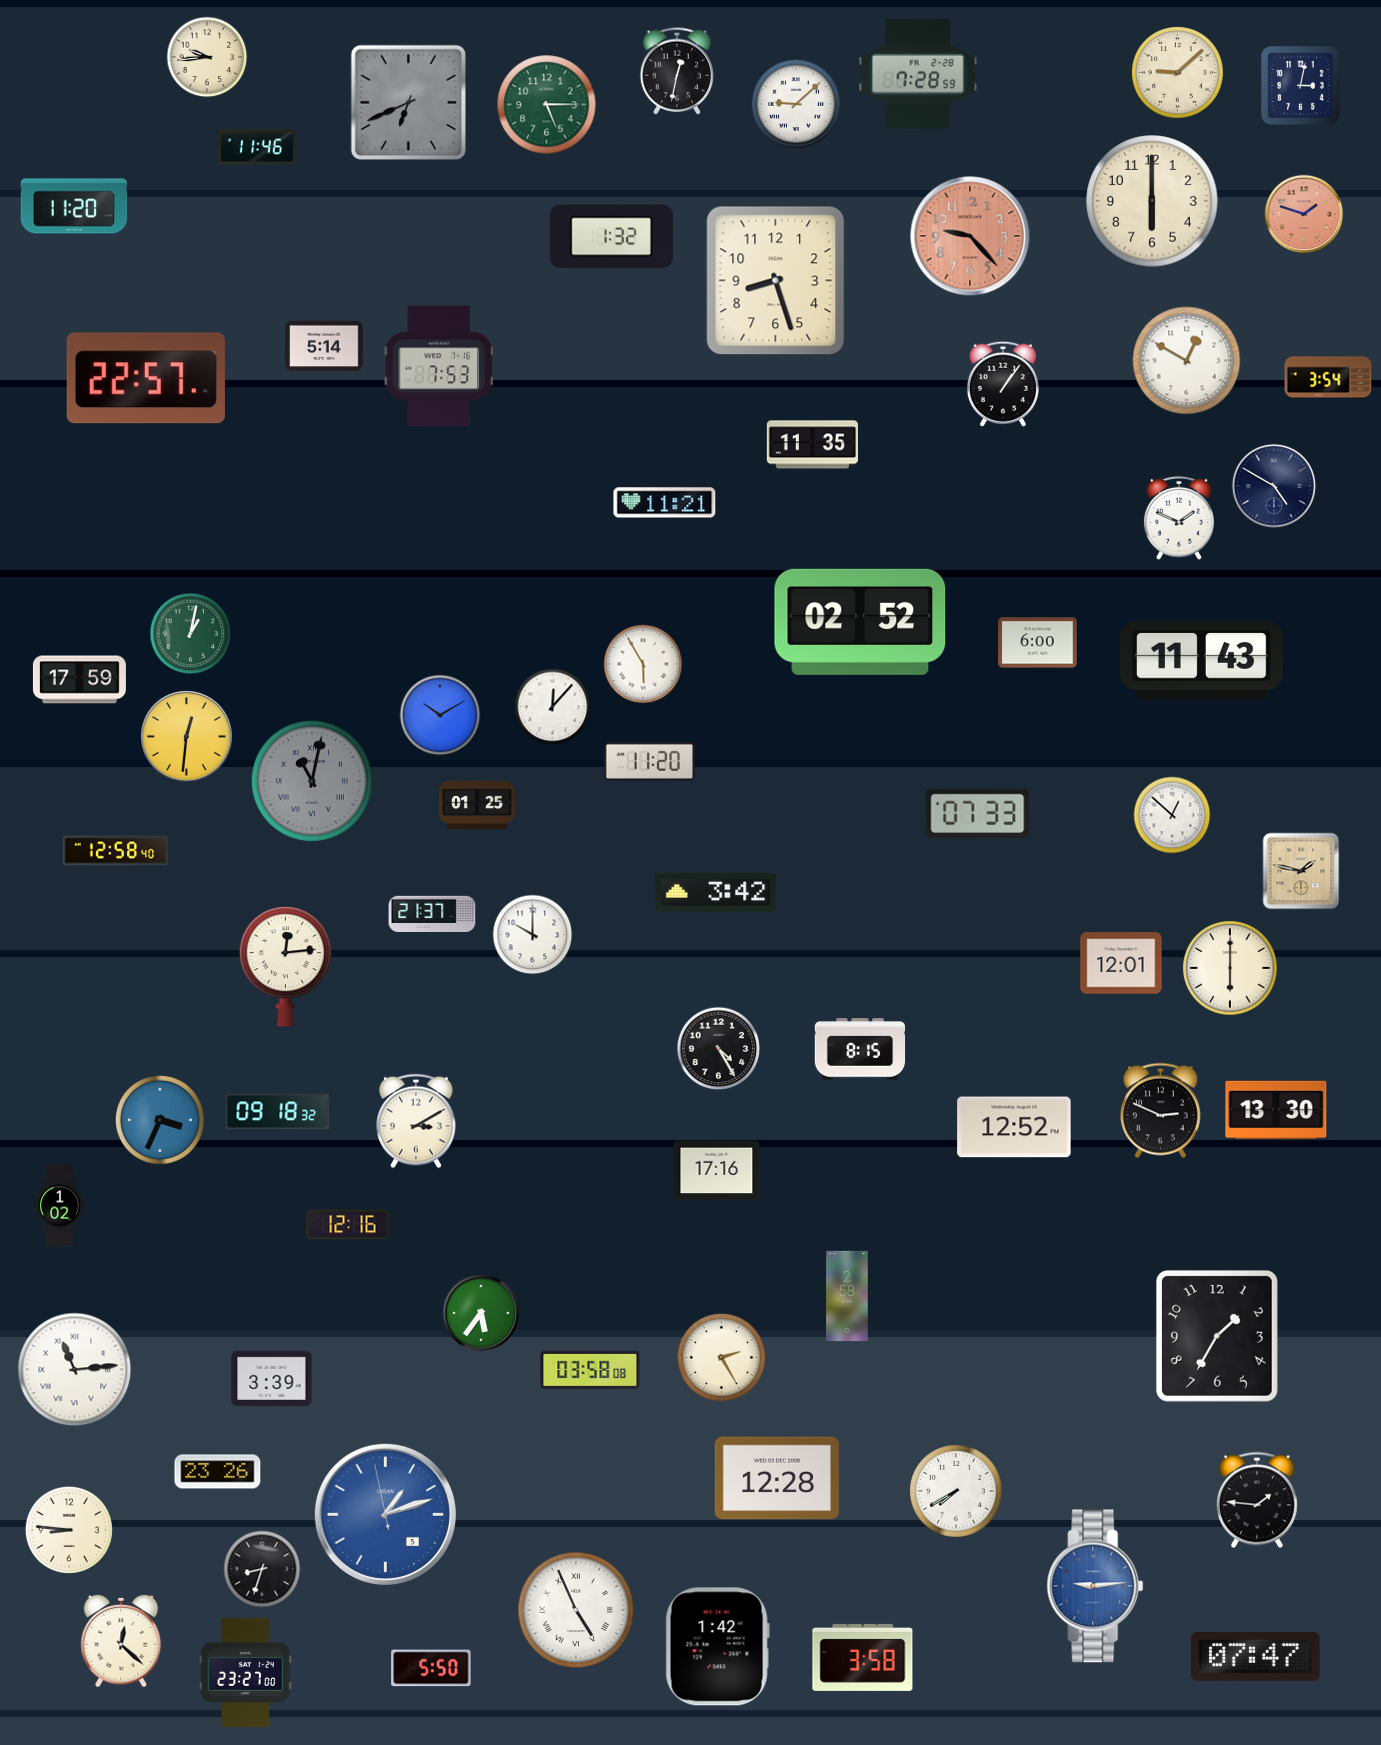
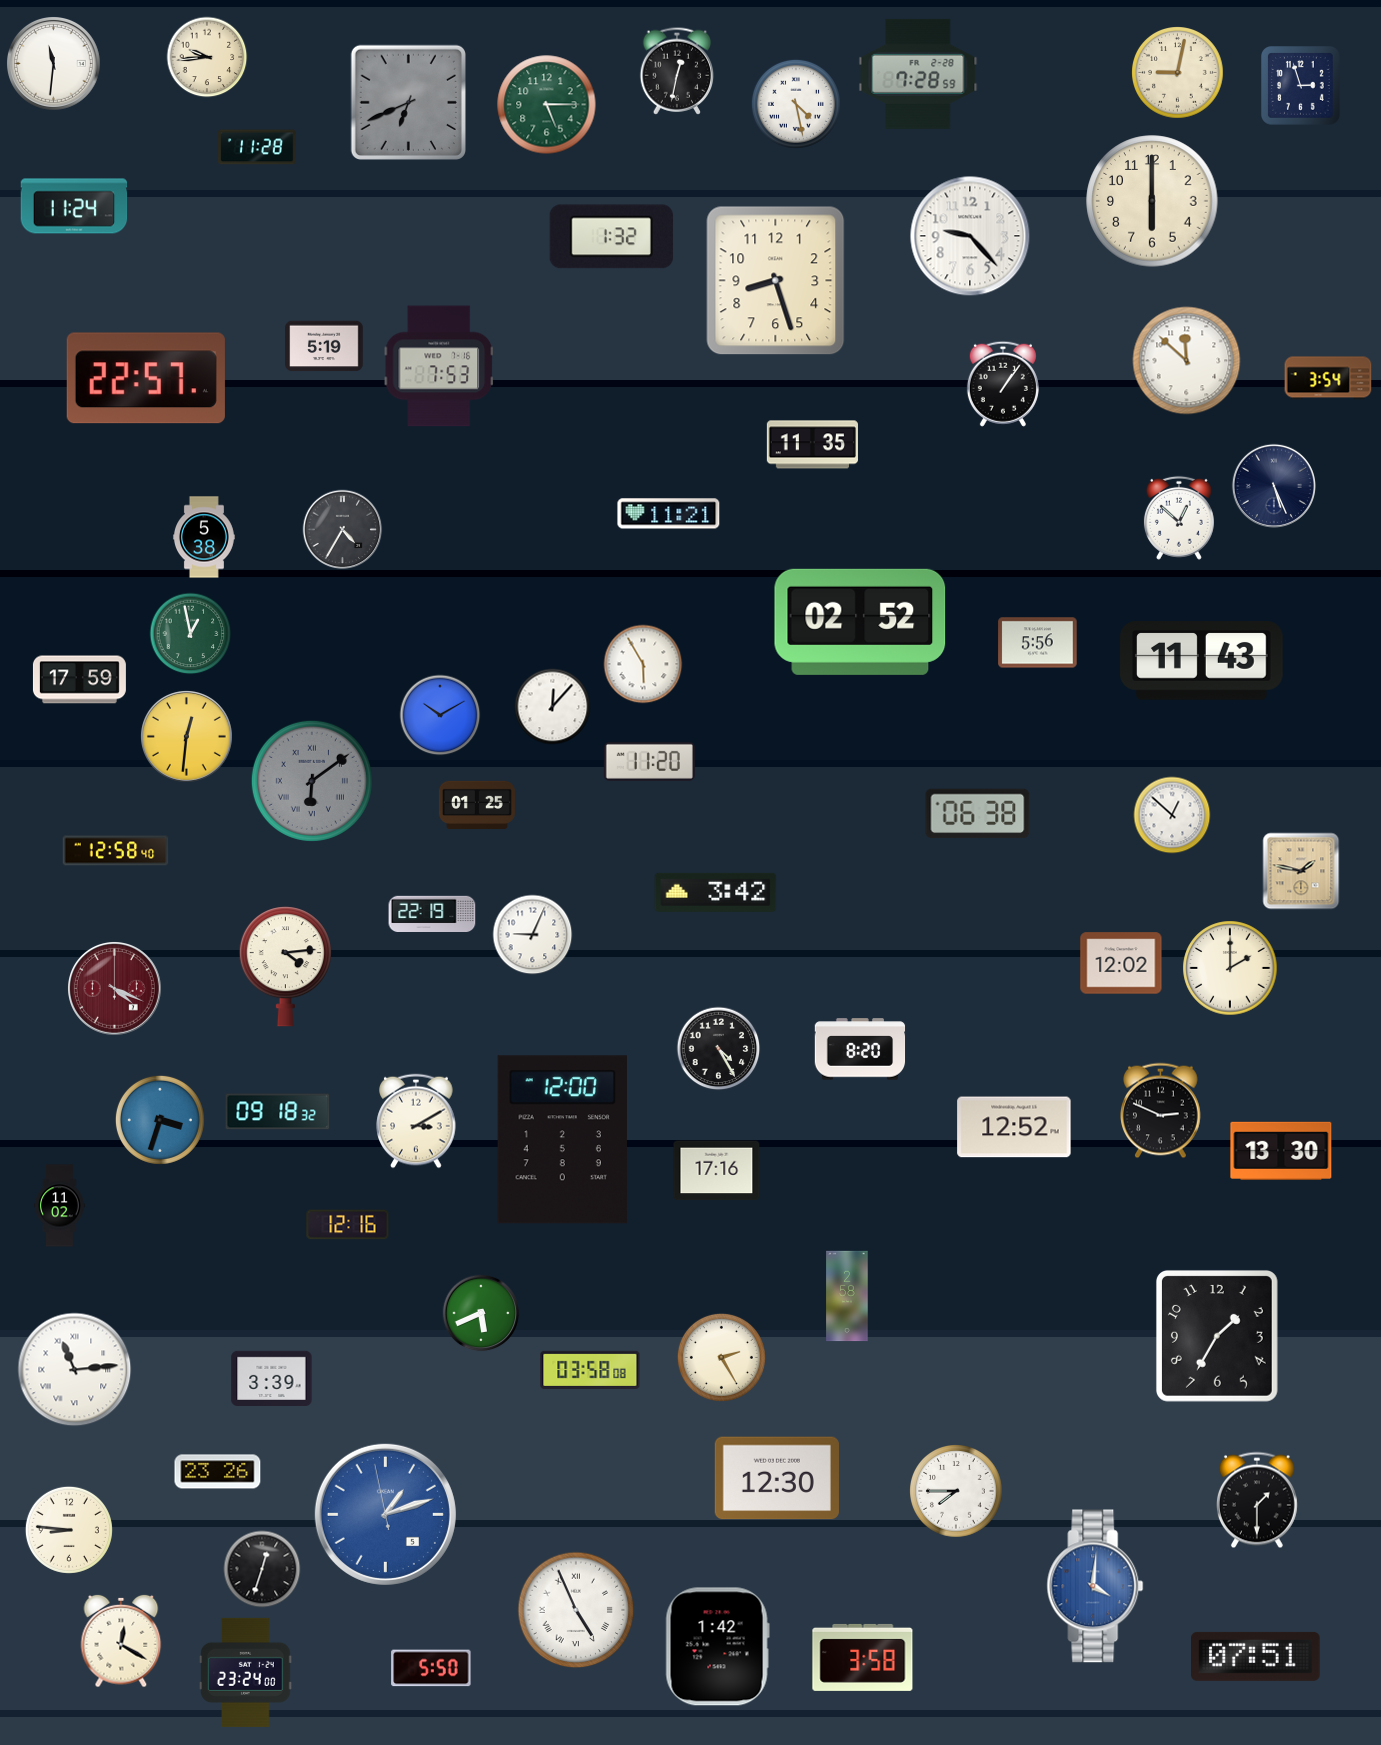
clock at (54, 64): none -> 11:31
clock at (1178, 73): 9:08 -> 9:02
clock at (1301, 86): 3:02 -> 2:57
clock at (796, 104): 9:08 -> 4:28
clock at (257, 147): 11:46 -> 11:28
clock at (74, 206): 11:20 -> 11:24
clock at (1304, 214): 1:48 -> none
clock at (970, 236) dial: salmon -> white
clock at (324, 346): 5:14 -> 5:19
clock at (1187, 361): 12:50 -> 11:52
clock at (1274, 486): 4:50 -> 5:26
clock at (665, 503) position: (665, 503) -> (669, 514)
clock at (1179, 518): 1:49 -> 12:52
clock at (343, 530): none -> 4:35
clock at (204, 537): none -> 5:38
clock at (191, 634): 1:02 -> 12:58
clock at (1038, 643): 6:00 -> 5:56
clock at (312, 781): 11:02 -> 6:09
clock at (978, 814): 07:33 -> 06:38
clock at (432, 913): 21:37 -> 22:19
clock at (533, 935): 10:00 -> 9:04
clock at (1121, 963): 12:01 -> 12:02
clock at (285, 967): 12:14 -> 4:14
clock at (1230, 968): 6:00 -> 2:00
clock at (115, 989): none -> 4:19
clock at (860, 1049): 8:15 -> 8:20
clock at (1276, 1110) position: (1276, 1110) -> (1281, 1151)
clock at (160, 1120): 3:34 -> 3:33
clock at (562, 1140): none -> 12:00
clock at (60, 1206): 1:02 -> 11:02
clock at (481, 1313): 5:36 -> 5:41
clock at (777, 1478): 12:28 -> 12:30
clock at (957, 1492): 7:40 -> 7:45
clock at (1257, 1500): 1:46 -> 1:30
clock at (262, 1569): 8:33 -> 12:33
clock at (1095, 1586): 9:14 -> 4:01
clock at (121, 1641): 12:22 -> 12:20
clock at (1256, 1656): 07:47 -> 07:51
clock at (246, 1672): 23:27 -> 23:24
